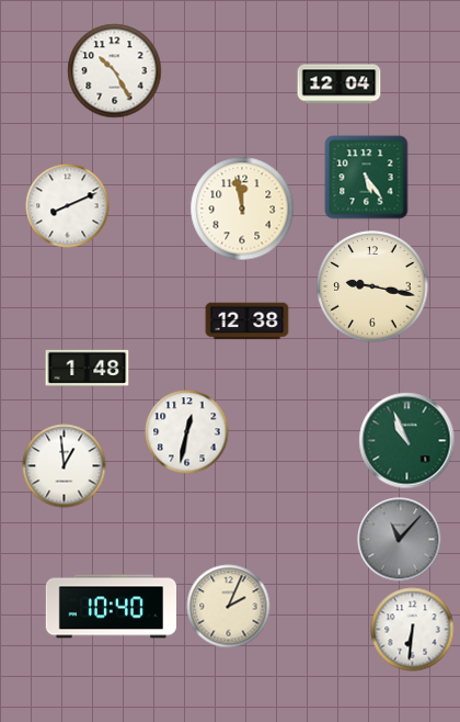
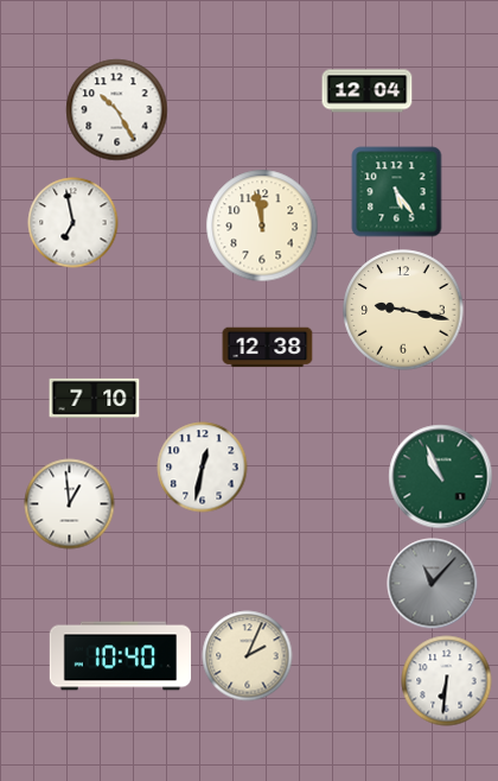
clock at (115, 71) position: (115, 71) -> (117, 110)
clock at (68, 206): 8:11 -> 6:58
clock at (88, 368): 1:48 -> 7:10
